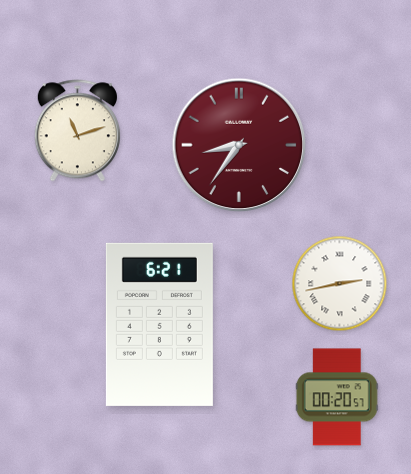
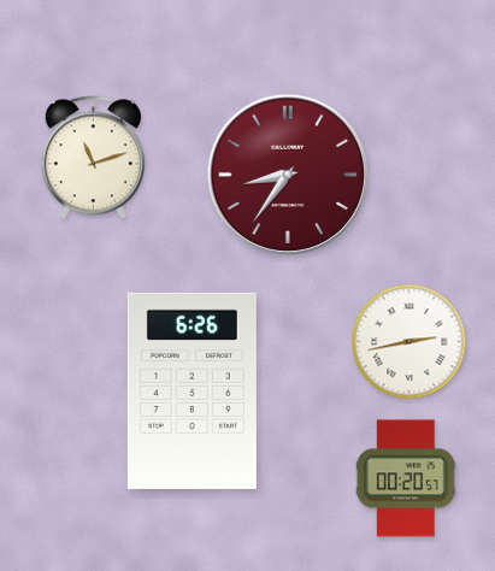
clock at (159, 324): 6:21 -> 6:26
